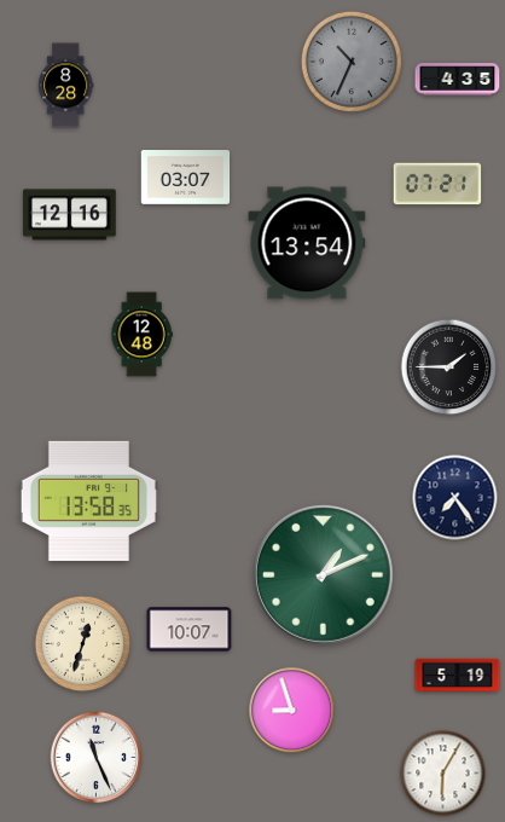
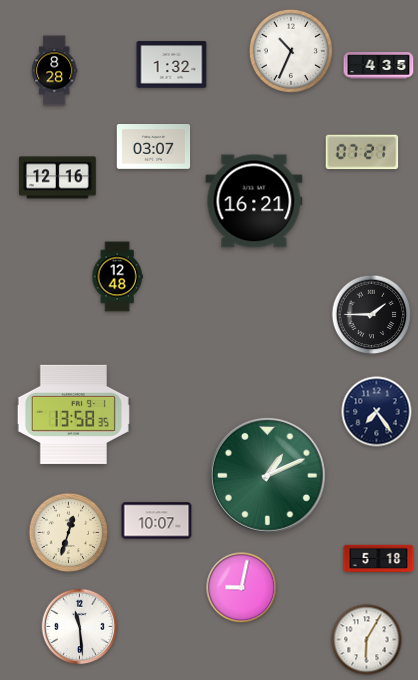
clock at (352, 62) dial: grey -> white
clock at (172, 65): none -> 1:32
clock at (307, 243): 13:54 -> 16:21
clock at (449, 367) position: (449, 367) -> (372, 315)
clock at (458, 676): 5:19 -> 5:18
clock at (292, 711): 8:57 -> 9:02
clock at (97, 758): 11:26 -> 11:29
